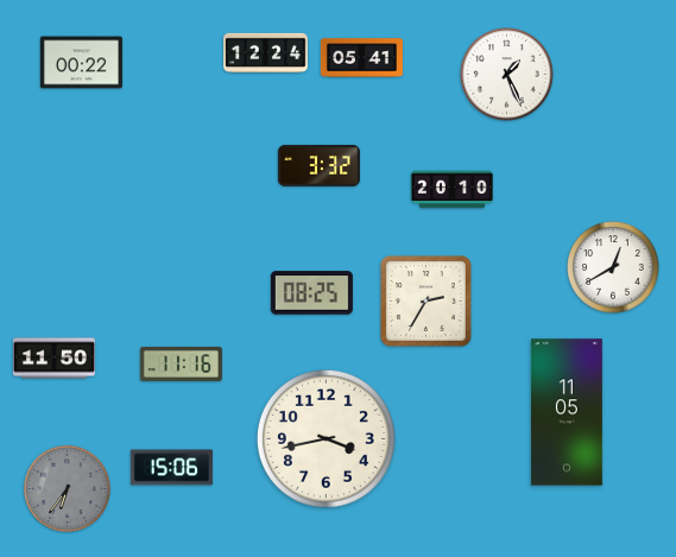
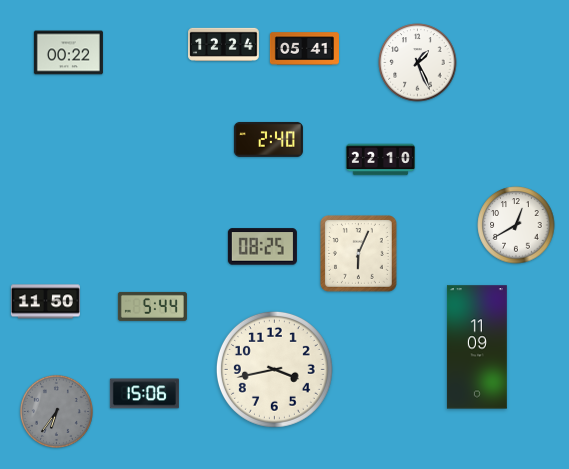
clock at (507, 75) position: (507, 75) -> (418, 63)
clock at (318, 165): 3:32 -> 2:40
clock at (451, 190): 20:10 -> 22:10
clock at (427, 302): 2:35 -> 6:04
clock at (181, 363): 11:16 -> 5:44
clock at (567, 412): 11:05 -> 11:09
